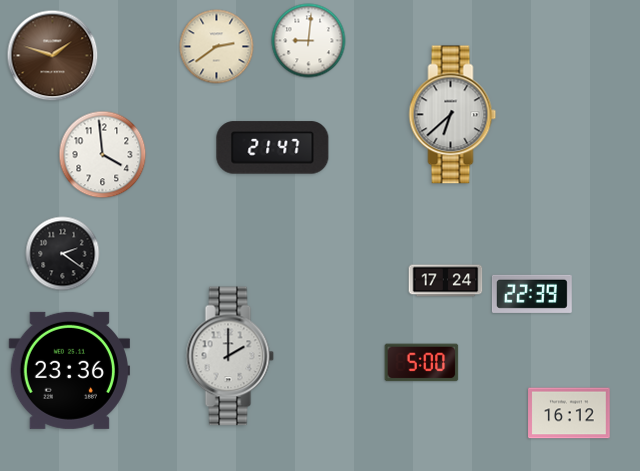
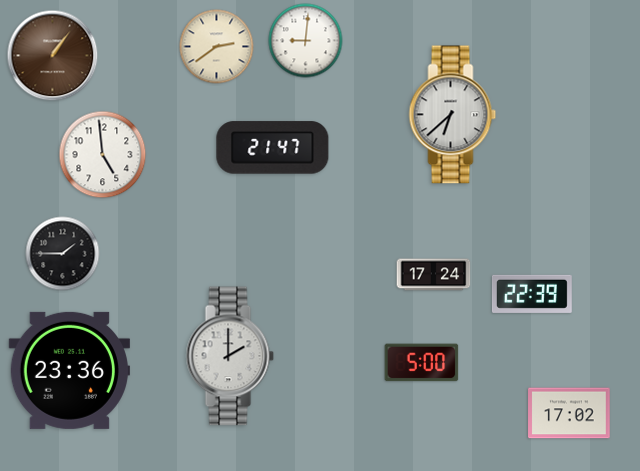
clock at (309, 41) position: (309, 41) -> (306, 41)
clock at (53, 56): 1:48 -> 1:06
clock at (103, 155): 3:59 -> 4:59
clock at (63, 254): 2:21 -> 1:45
clock at (446, 281) position: (446, 281) -> (434, 275)
clock at (569, 413): 16:12 -> 17:02
